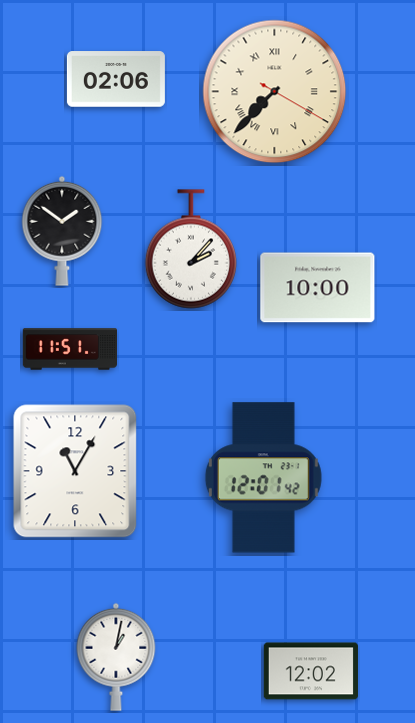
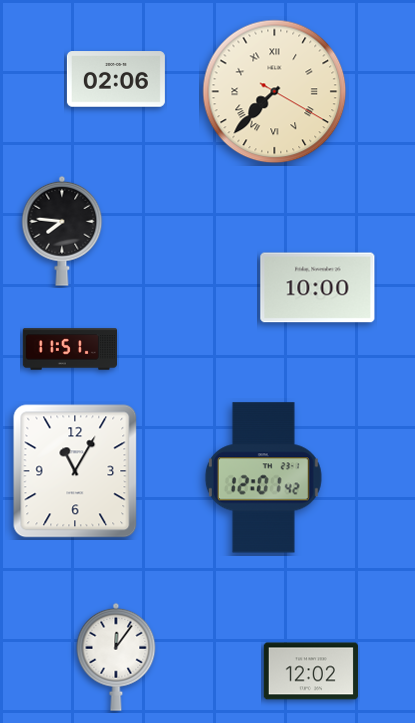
clock at (62, 231): 1:51 -> 7:46
clock at (190, 249): 2:07 -> none
clock at (116, 657): 1:02 -> 12:06
